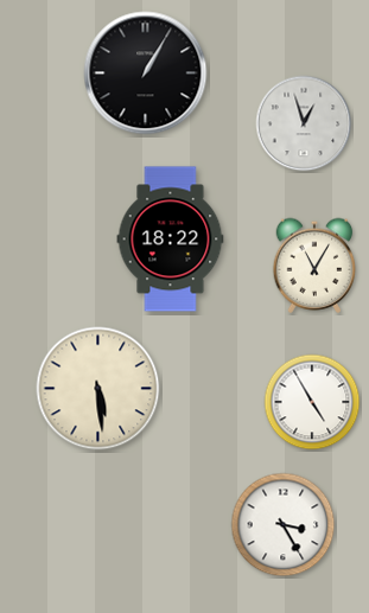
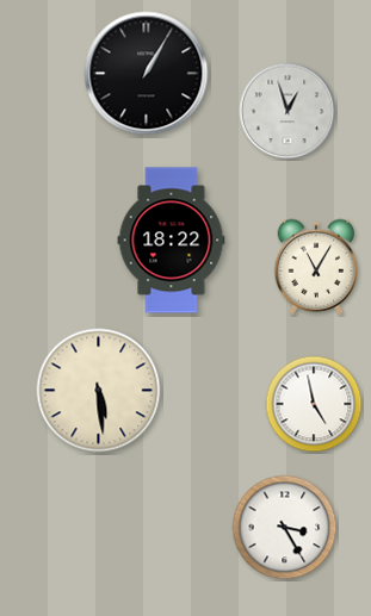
clock at (304, 123) position: (304, 123) -> (287, 111)
clock at (312, 402): 4:55 -> 4:58
